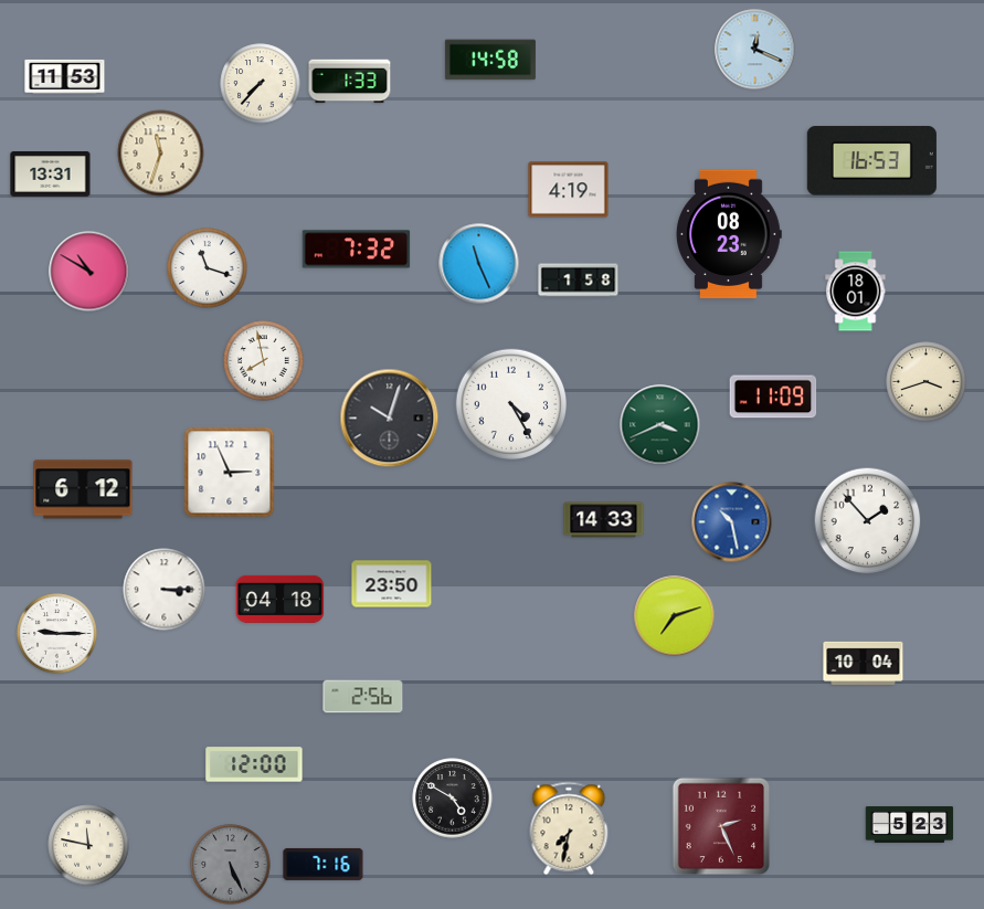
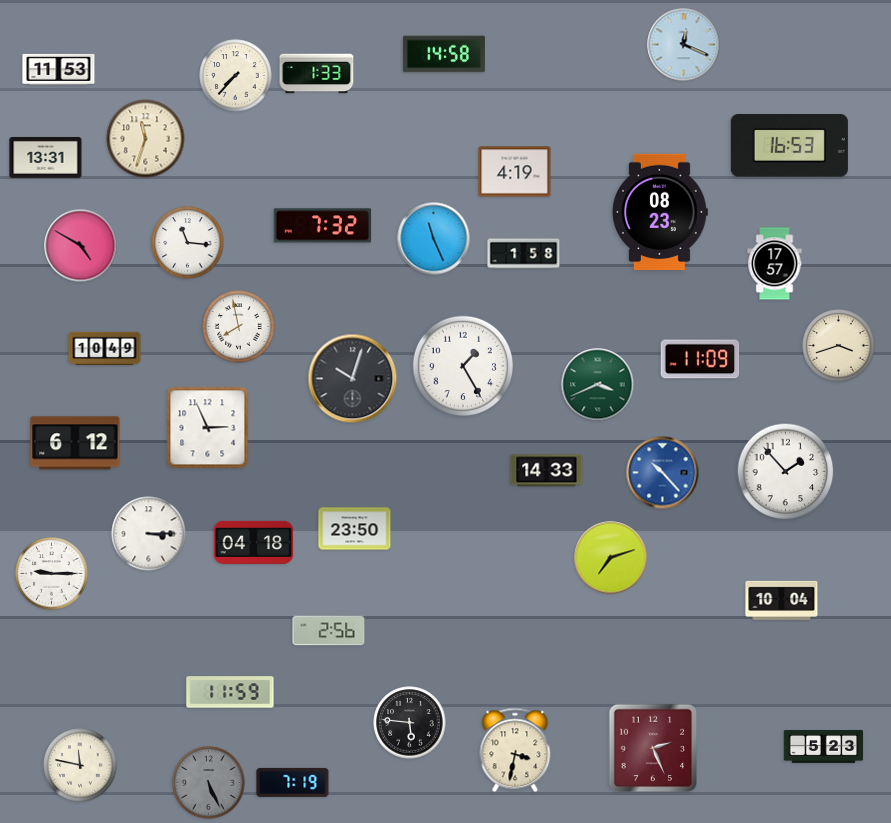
clock at (208, 268): 11:18 -> 11:16
clock at (89, 272): 10:50 -> 4:50
clock at (856, 292): 18:01 -> 17:57
clock at (105, 349): none -> 10:49
clock at (510, 403): 4:25 -> 1:25
clock at (732, 522): 10:28 -> 10:23
clock at (254, 764): 12:00 -> 11:59
clock at (453, 799): 4:50 -> 5:46
clock at (569, 828): 7:32 -> 3:32
clock at (324, 864): 7:16 -> 7:19
